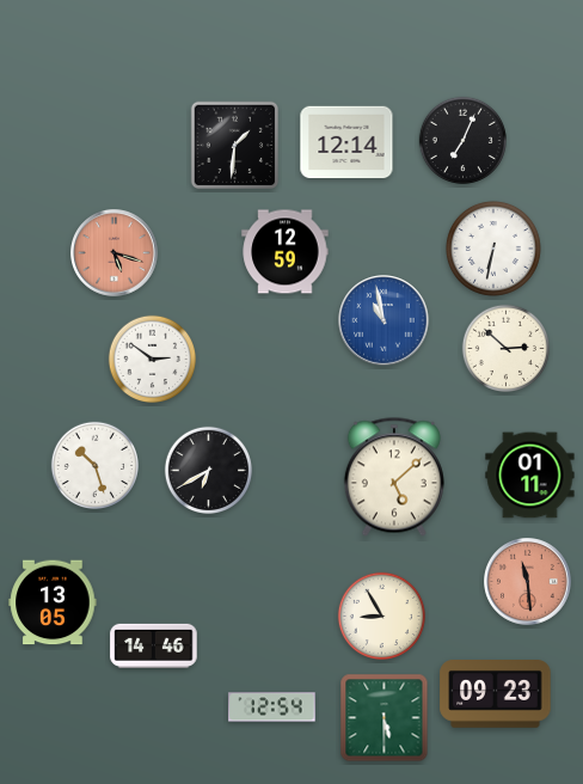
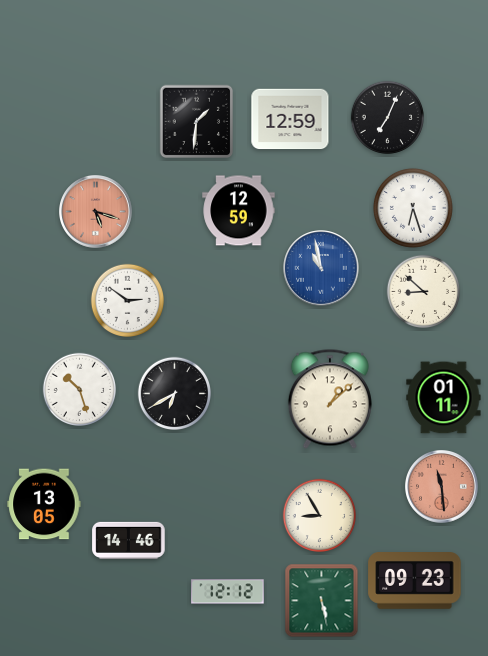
clock at (346, 142): 12:14 -> 12:59
clock at (493, 249): 6:32 -> 6:27
clock at (505, 348): 2:52 -> 8:52
clock at (394, 477): 5:08 -> 1:08
clock at (272, 708): 12:54 -> 12:12
clock at (385, 718): 5:30 -> 5:28
